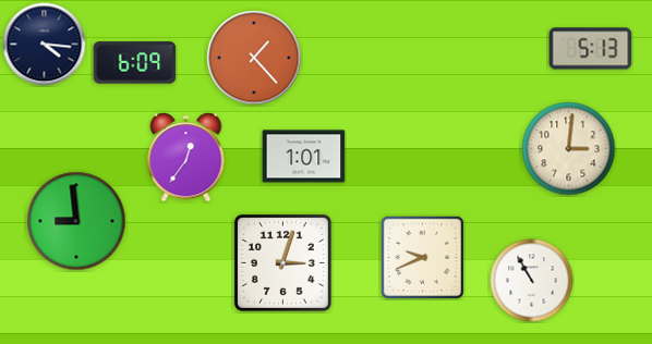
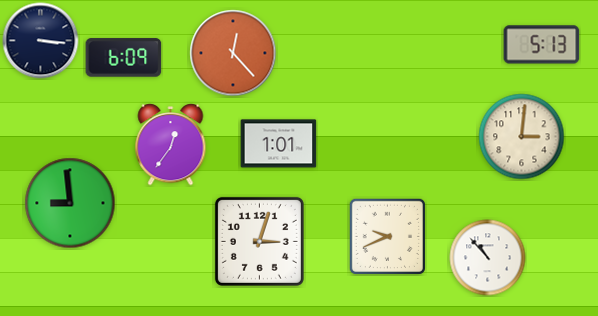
clock at (45, 45): 4:16 -> 3:16
clock at (254, 58): 1:23 -> 12:23
clock at (532, 281): 10:55 -> 10:53
